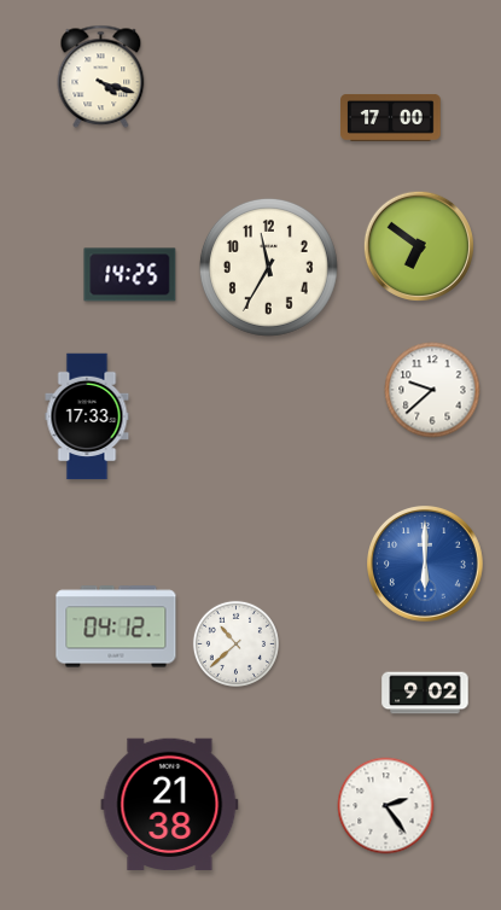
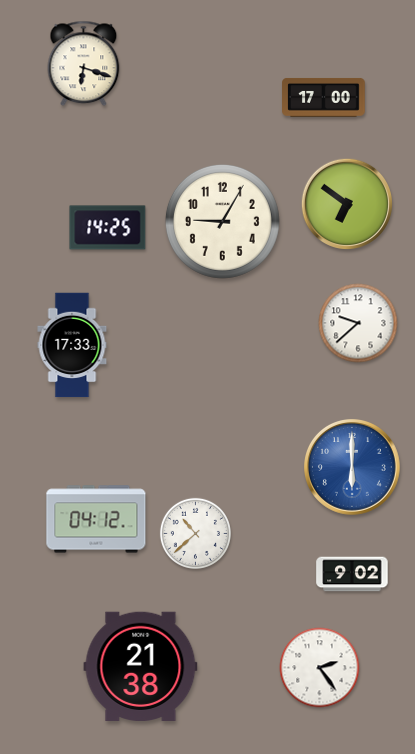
clock at (101, 77): 4:18 -> 6:18
clock at (268, 267): 11:35 -> 9:05
